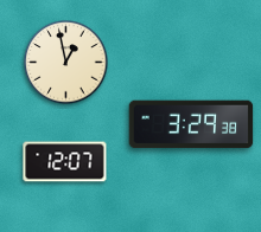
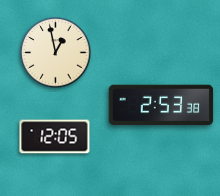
clock at (191, 124): 3:29 -> 2:53
clock at (65, 162): 12:07 -> 12:05
